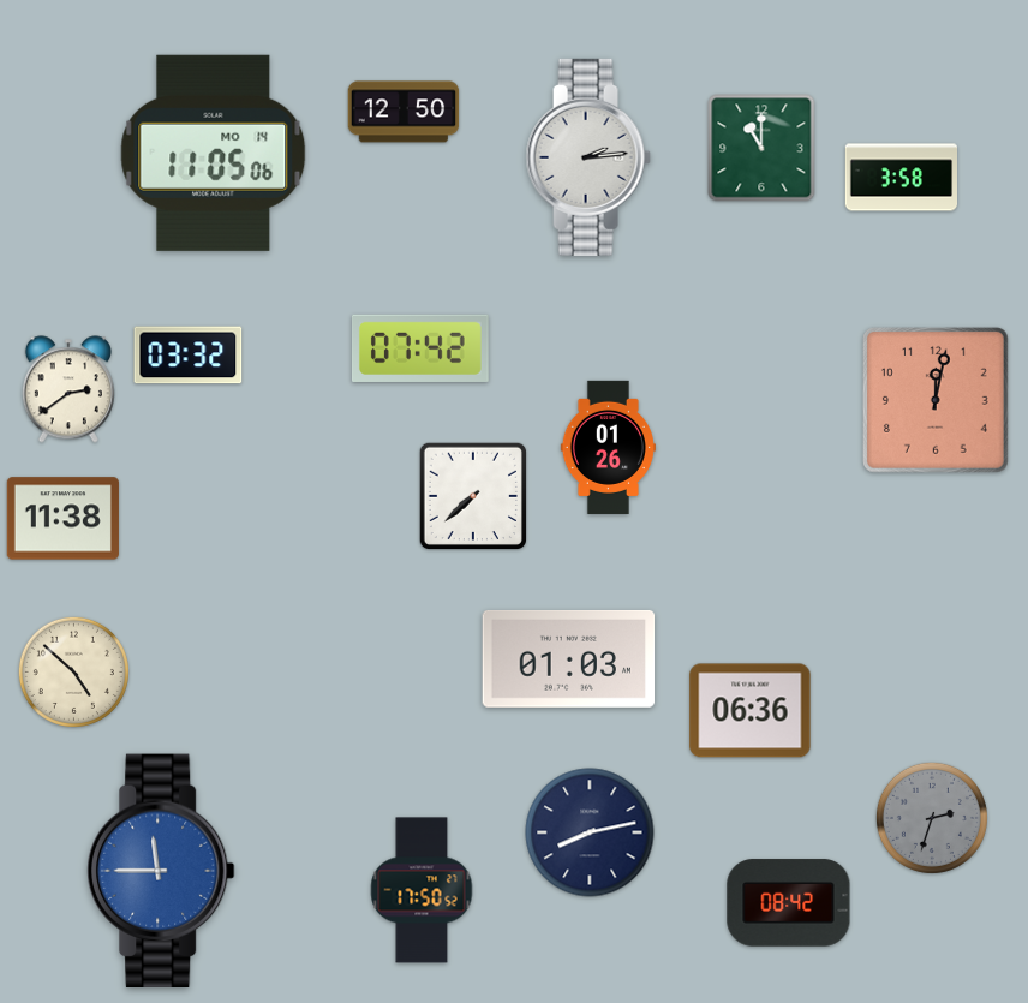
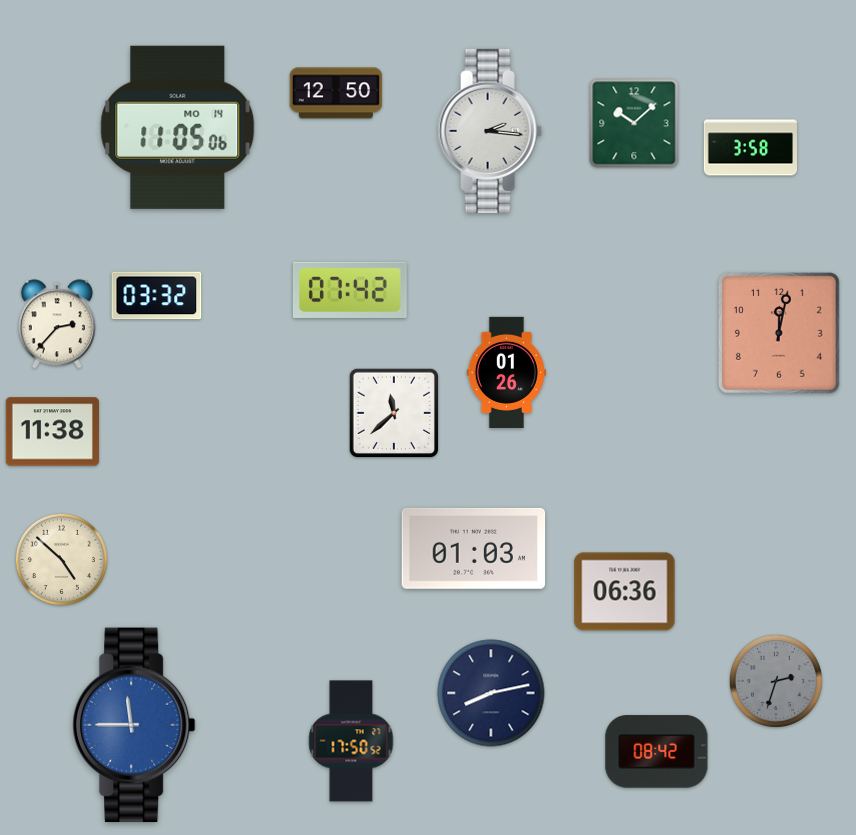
clock at (761, 148): 11:00 -> 10:08
clock at (588, 157): 2:14 -> 2:16
clock at (68, 389): 2:39 -> 2:37
clock at (472, 495): 7:38 -> 11:38
